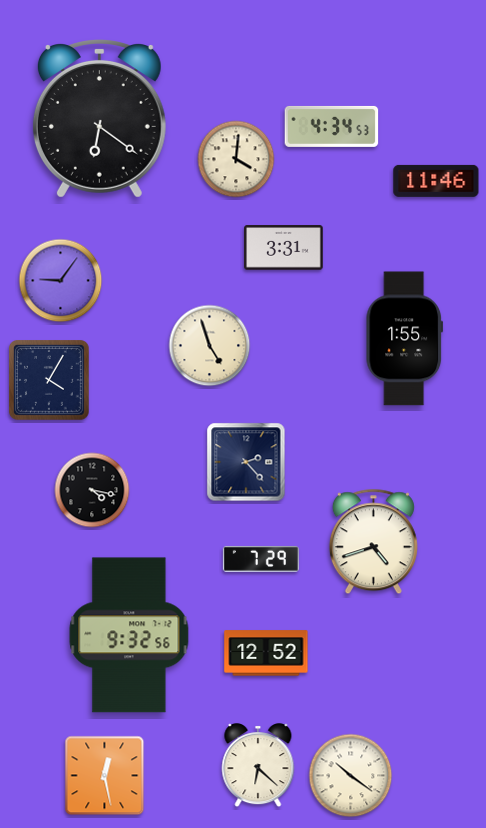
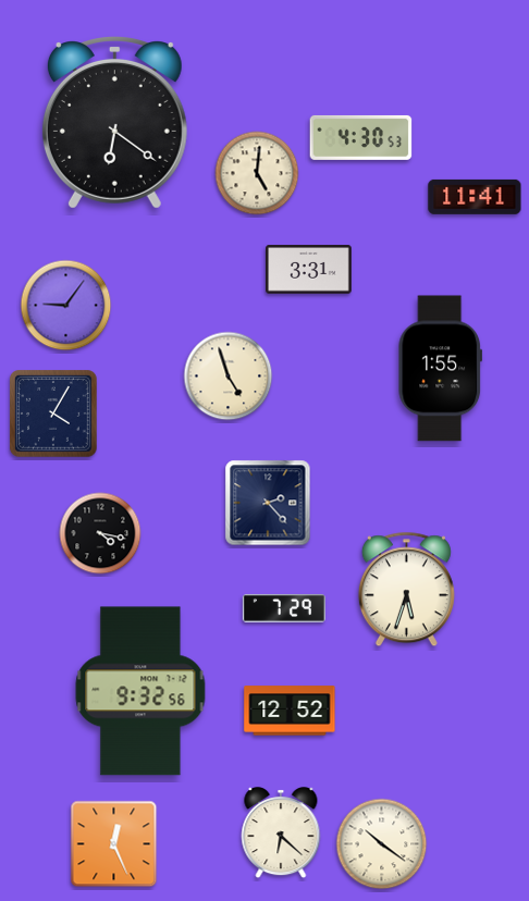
clock at (99, 119) position: (99, 119) -> (114, 123)
clock at (332, 126): 4:34 -> 4:30
clock at (236, 159): 4:01 -> 5:01
clock at (436, 181): 11:46 -> 11:41
clock at (373, 542): 4:42 -> 5:33
clock at (105, 776): 12:28 -> 12:26
